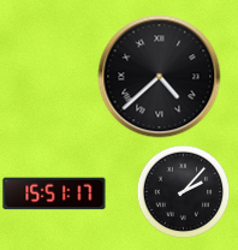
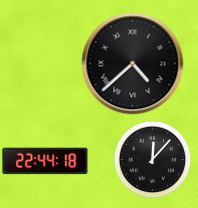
clock at (183, 191): 2:07 -> 12:07
clock at (54, 194): 15:51 -> 22:44
